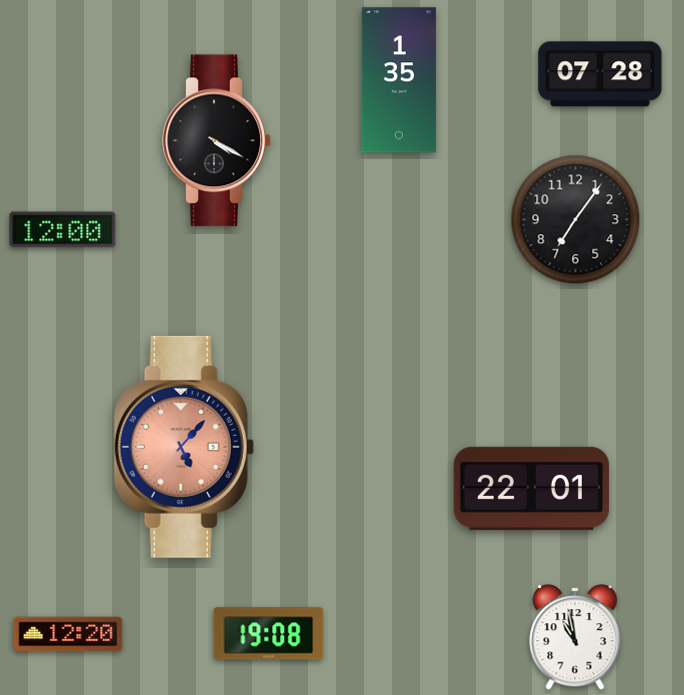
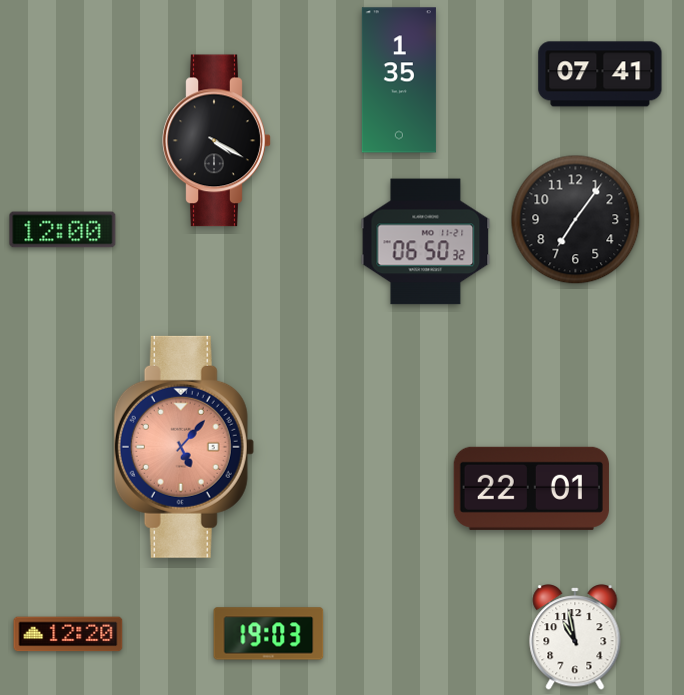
clock at (600, 74): 07:28 -> 07:41
clock at (426, 242): none -> 06:50
clock at (269, 634): 19:08 -> 19:03
